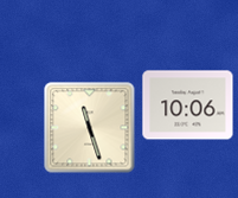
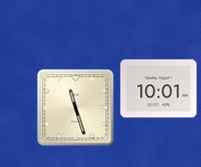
clock at (188, 106): 10:06 -> 10:01
